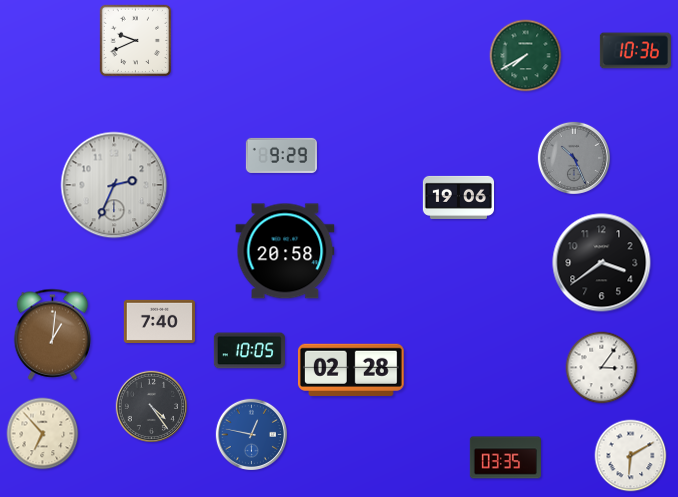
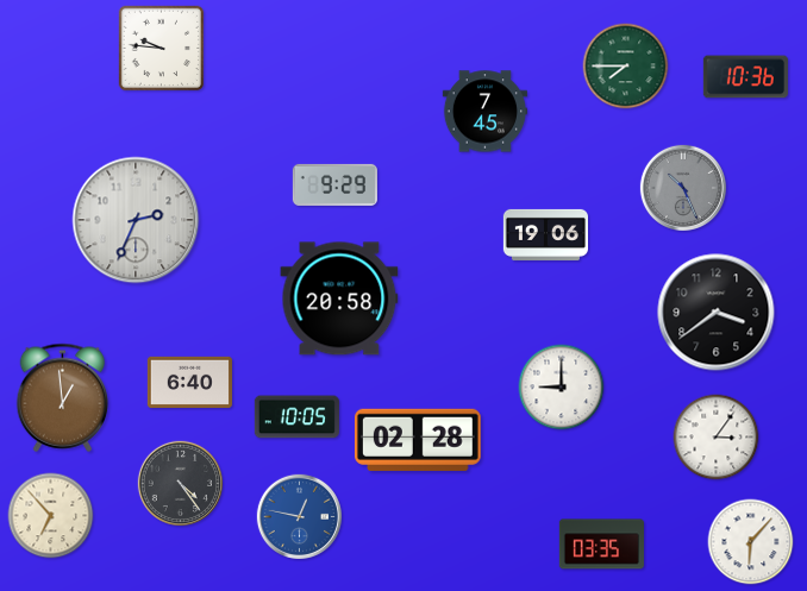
clock at (136, 41): 9:41 -> 9:46
clock at (635, 51) position: (635, 51) -> (745, 77)
clock at (526, 56): 7:40 -> 7:45
clock at (484, 112): none -> 7:45
clock at (159, 321): 7:40 -> 6:40
clock at (562, 388): none -> 9:00
clock at (53, 334): 1:01 -> 12:59
clock at (631, 456): 6:10 -> 6:07
